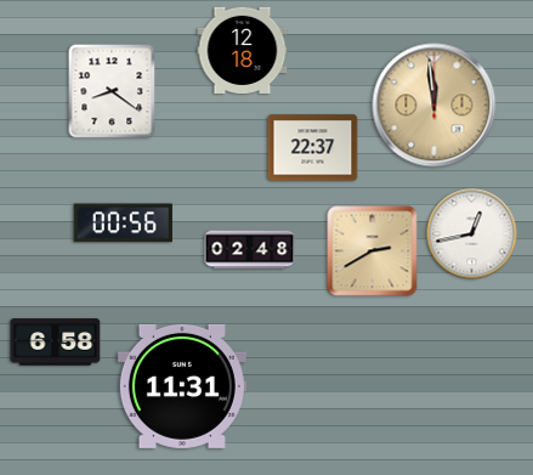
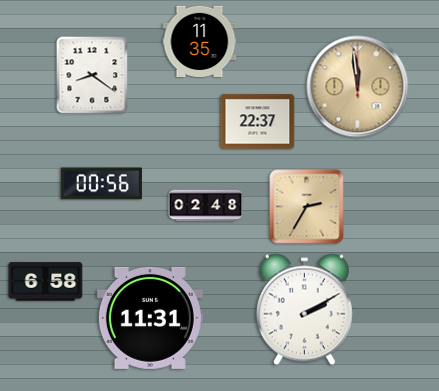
clock at (243, 51): 12:18 -> 11:35
clock at (472, 234): 12:43 -> none
clock at (373, 251): 2:40 -> 2:35
clock at (304, 310): none -> 2:10
